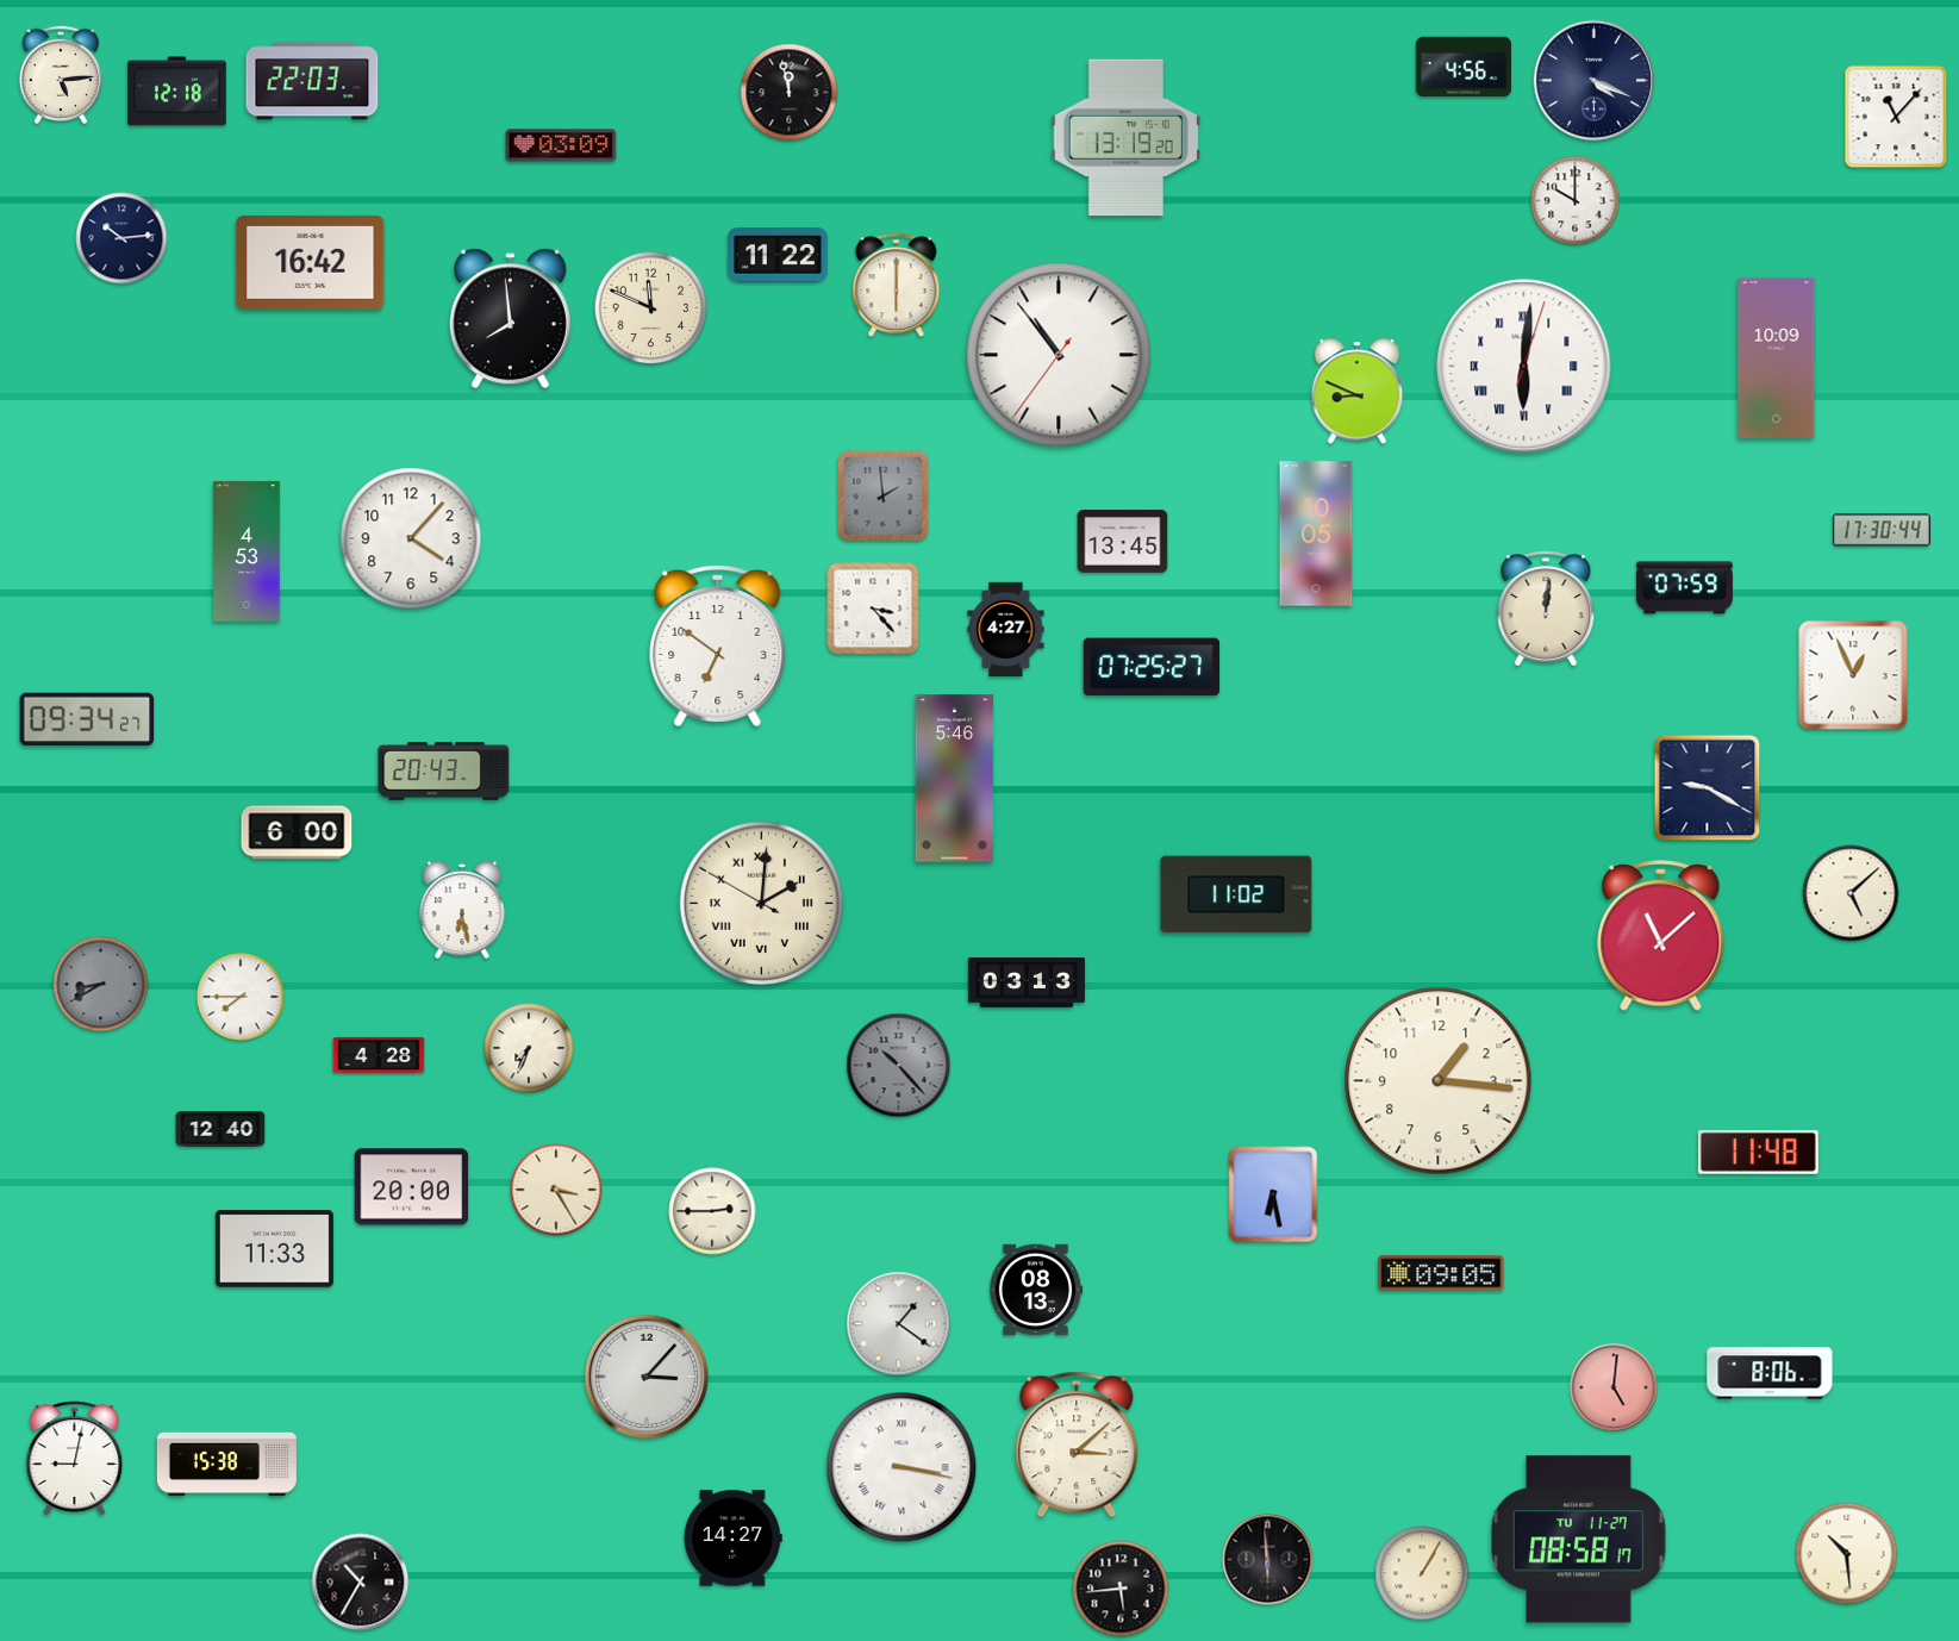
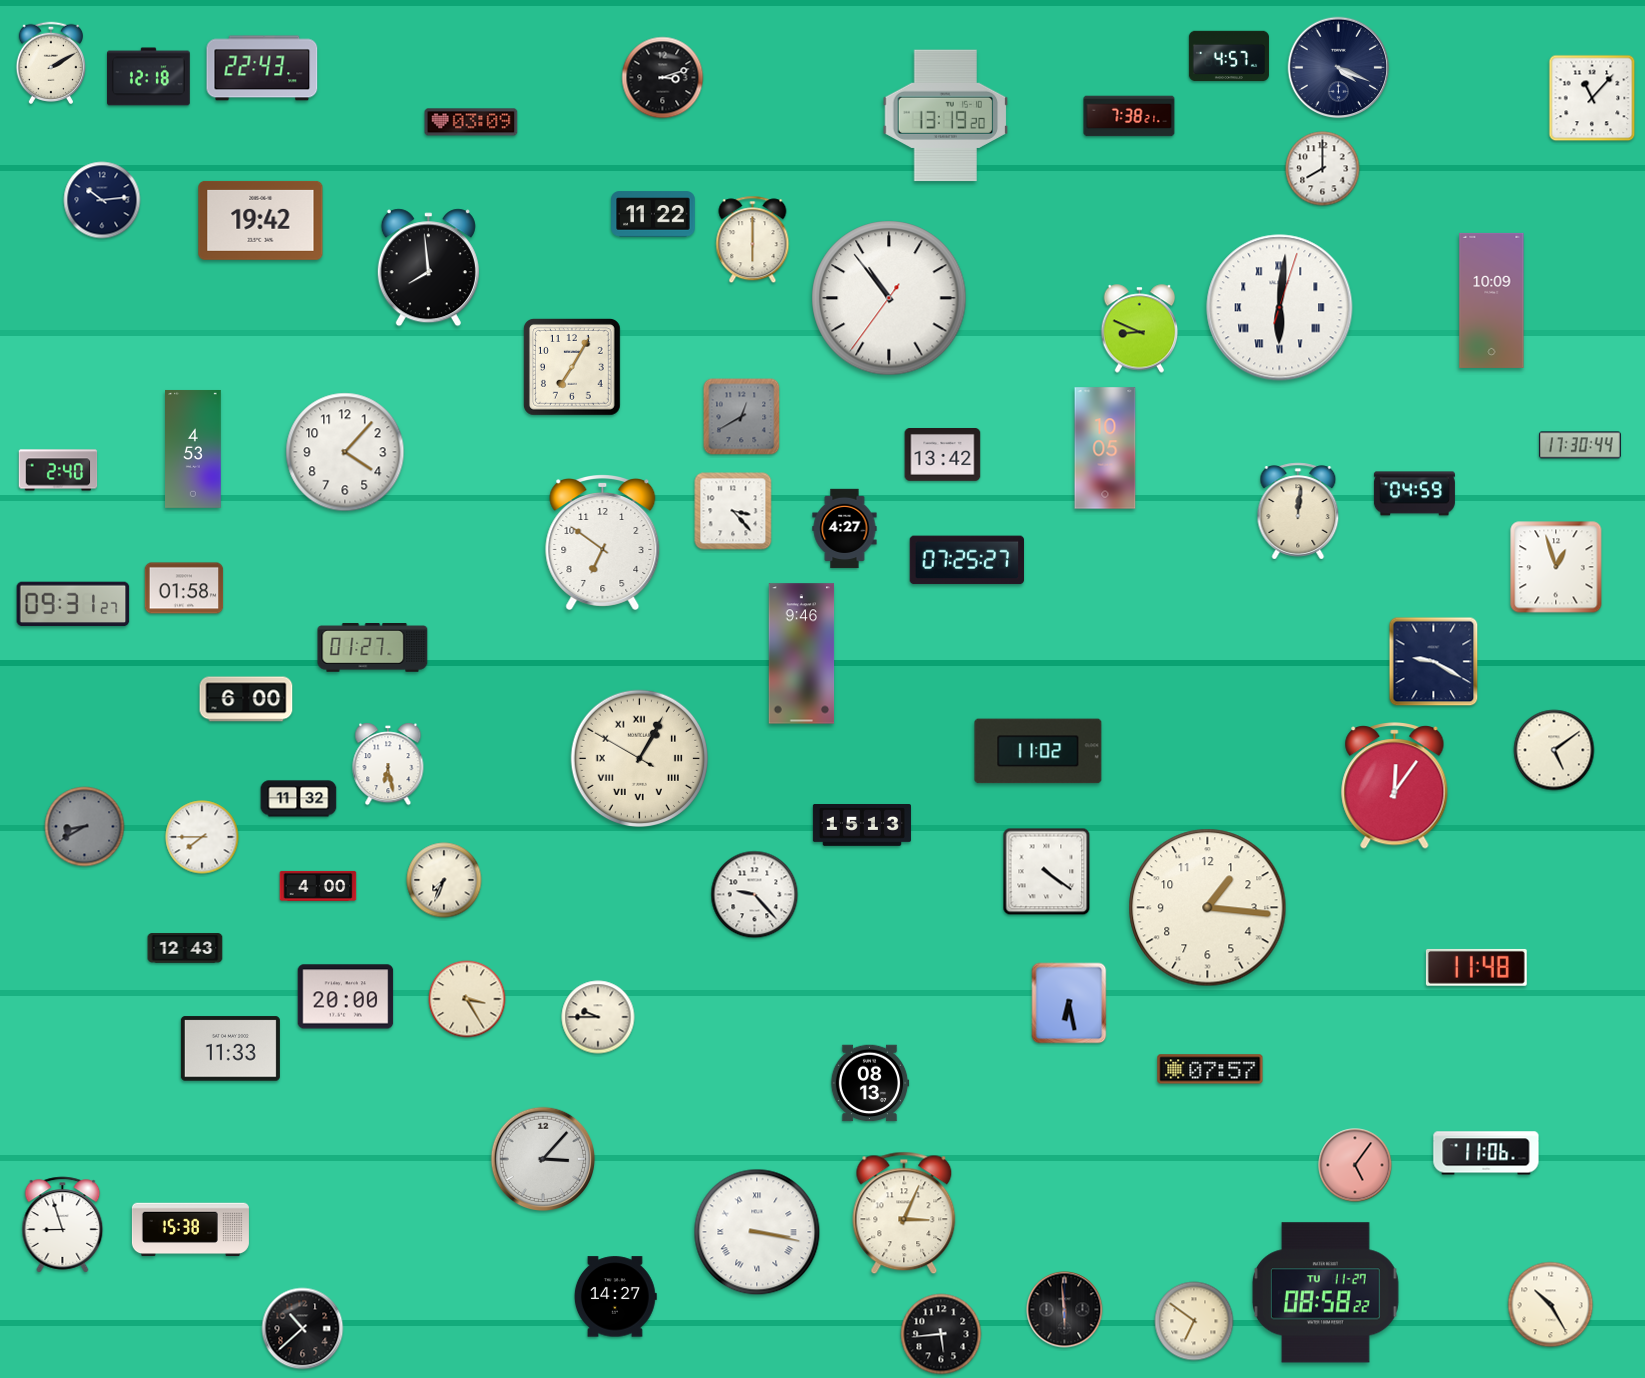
clock at (1464, 67): 4:56 -> 4:57
clock at (60, 74): 5:14 -> 2:10
clock at (312, 81): 22:03 -> 22:43
clock at (790, 93): 11:58 -> 3:12
clock at (1129, 116): none -> 7:38
clock at (1576, 201): 10:00 -> 8:00
clock at (311, 262): 16:42 -> 19:42
clock at (651, 308): 11:49 -> none
clock at (572, 367): none -> 7:05
clock at (884, 497): 1:59 -> 12:40
clock at (1123, 542): 13:45 -> 13:42
clock at (248, 551) position: (248, 551) -> (194, 449)
clock at (58, 470): none -> 2:40
clock at (1684, 588): 07:59 -> 04:59
clock at (1853, 675): 12:56 -> 12:57
clock at (184, 588): none -> 01:58
clock at (87, 719): 09:34 -> 09:31
clock at (444, 772): 20:43 -> 01:27
clock at (955, 779): 5:46 -> 9:46
clock at (297, 832) position: (297, 832) -> (246, 699)
clock at (1851, 893): 5:08 -> 5:09
clock at (761, 903): 2:00 -> 1:04
clock at (1661, 936): 11:08 -> 12:06
clock at (299, 799): none -> 11:32
clock at (1027, 984): 03:13 -> 15:13
clock at (1047, 872): none -> 4:21
clock at (379, 1055): 4:28 -> 4:00
clock at (899, 1066): 10:23 -> 9:23
clock at (899, 1066) dial: grey -> white
clock at (220, 1129): 12:40 -> 12:43
clock at (712, 1211): 2:45 -> 9:45
clock at (1441, 1273): 09:05 -> 07:57
clock at (899, 1324): 1:21 -> none
clock at (1770, 1373): 8:06 -> 11:06
clock at (647, 1377) position: (647, 1377) -> (543, 1159)
clock at (1614, 1387): 5:01 -> 5:06
clock at (1077, 1445): 3:08 -> 3:04
clock at (75, 1459): 9:02 -> 8:57
clock at (732, 1539) position: (732, 1539) -> (615, 1297)
clock at (1578, 1540): 08:58:17 -> 08:58:22
clock at (1847, 1554): 10:29 -> 10:25
clock at (1422, 1573): 1:05 -> 6:51
clock at (361, 1583): 10:35 -> 10:38
